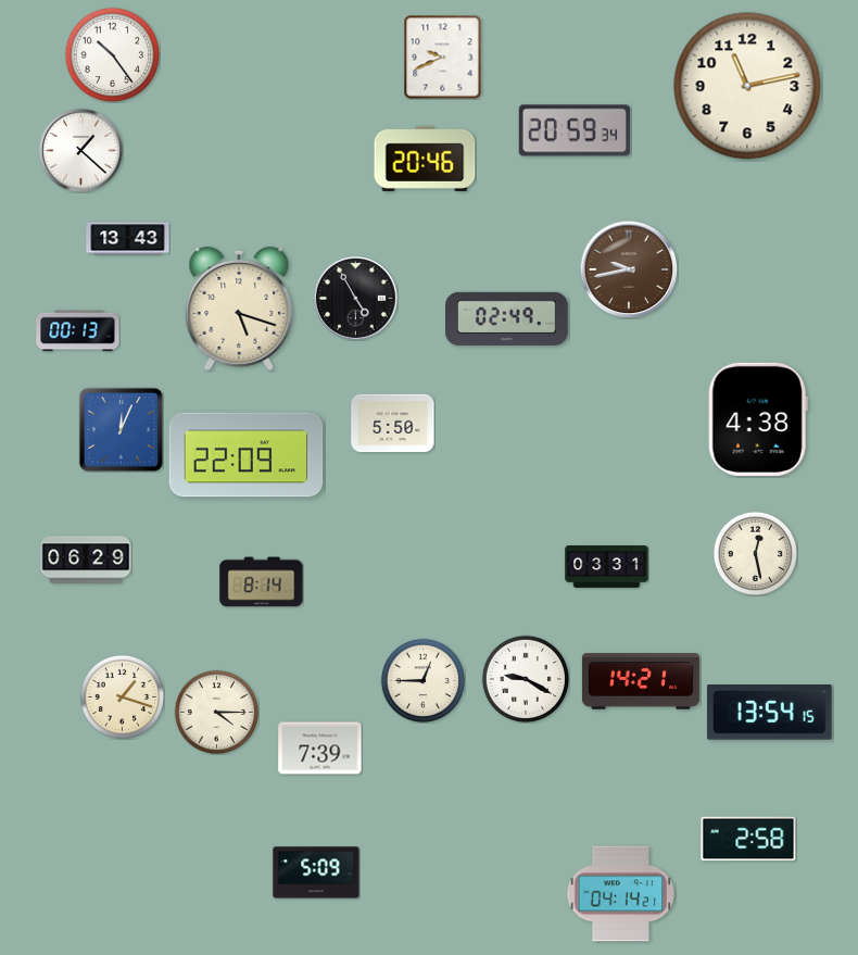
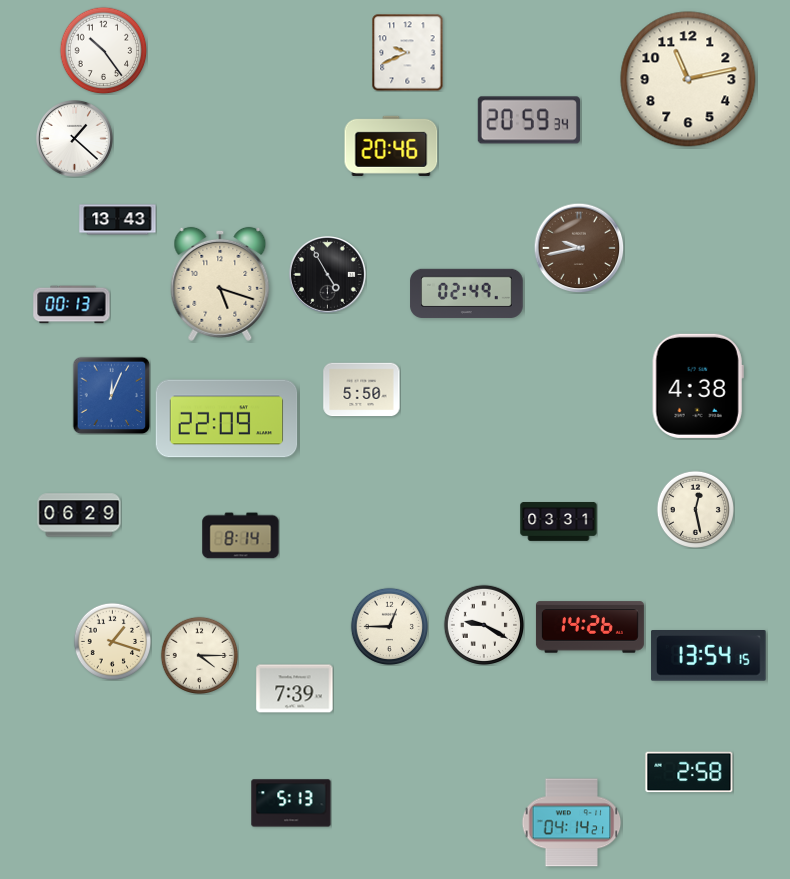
clock at (641, 681): 14:21 -> 14:26
clock at (316, 872): 5:09 -> 5:13
